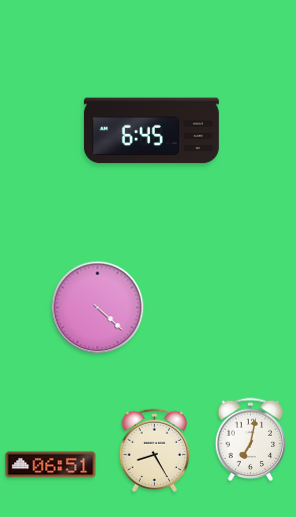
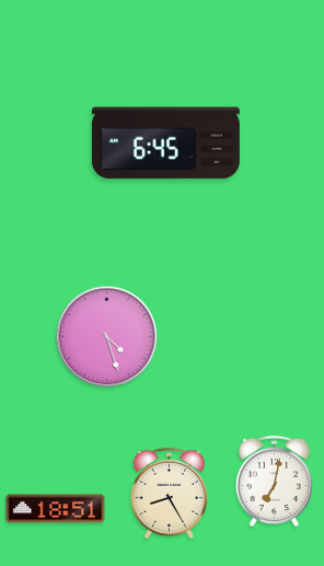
clock at (98, 308): 4:22 -> 4:27
clock at (51, 465): 06:51 -> 18:51
